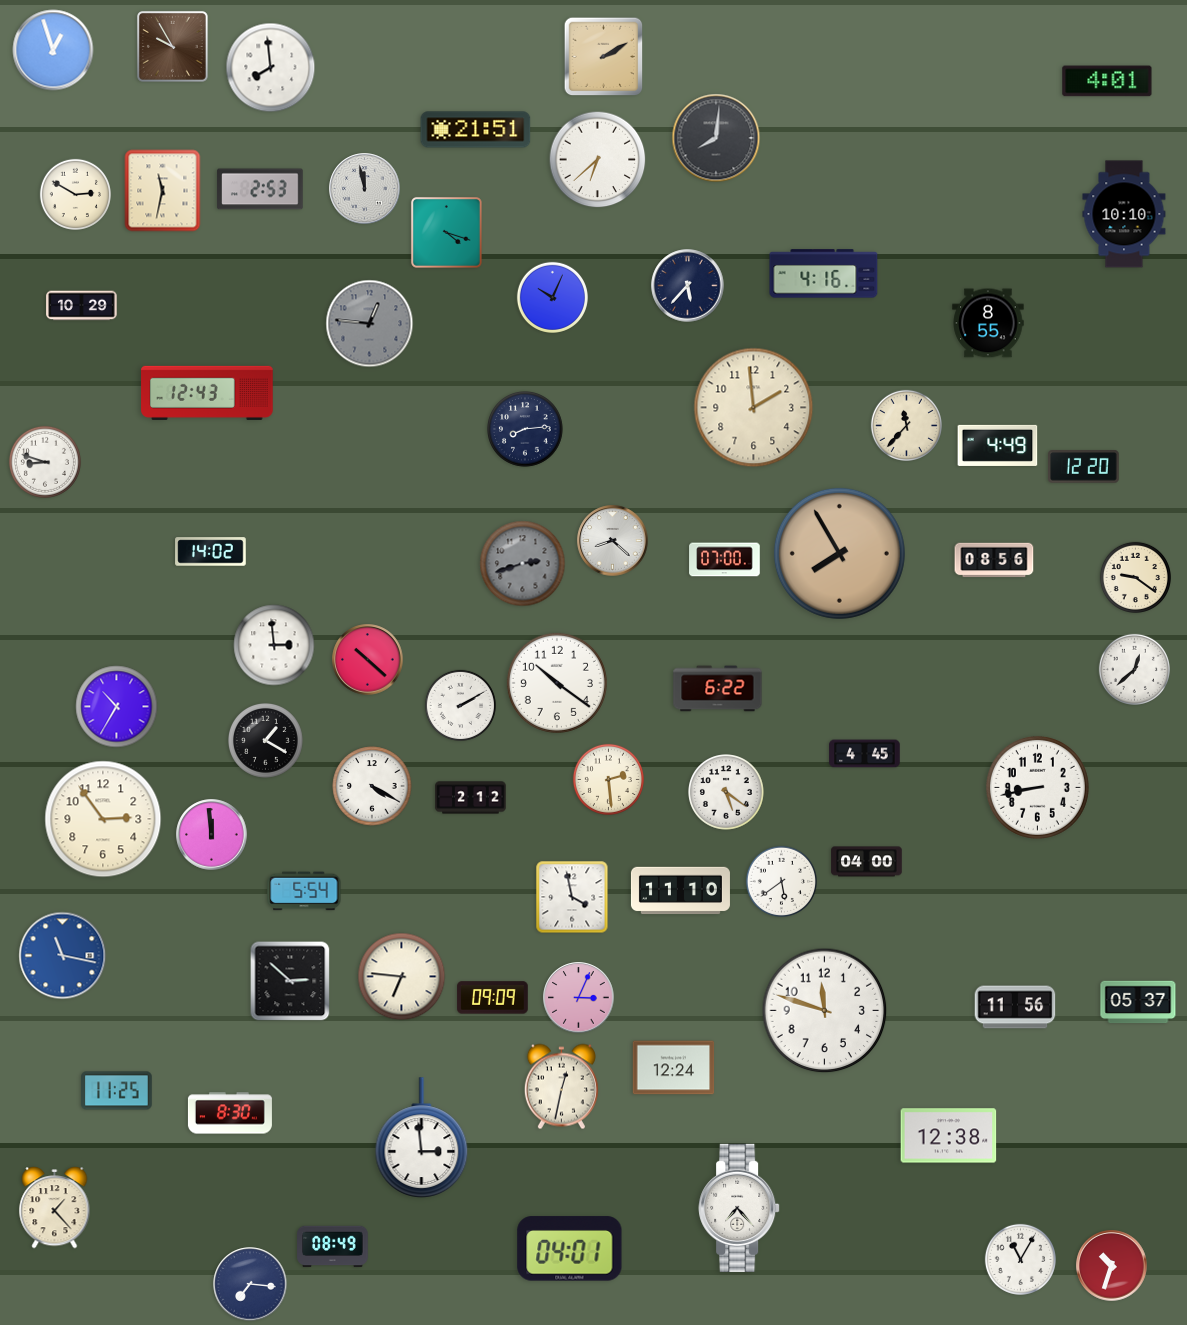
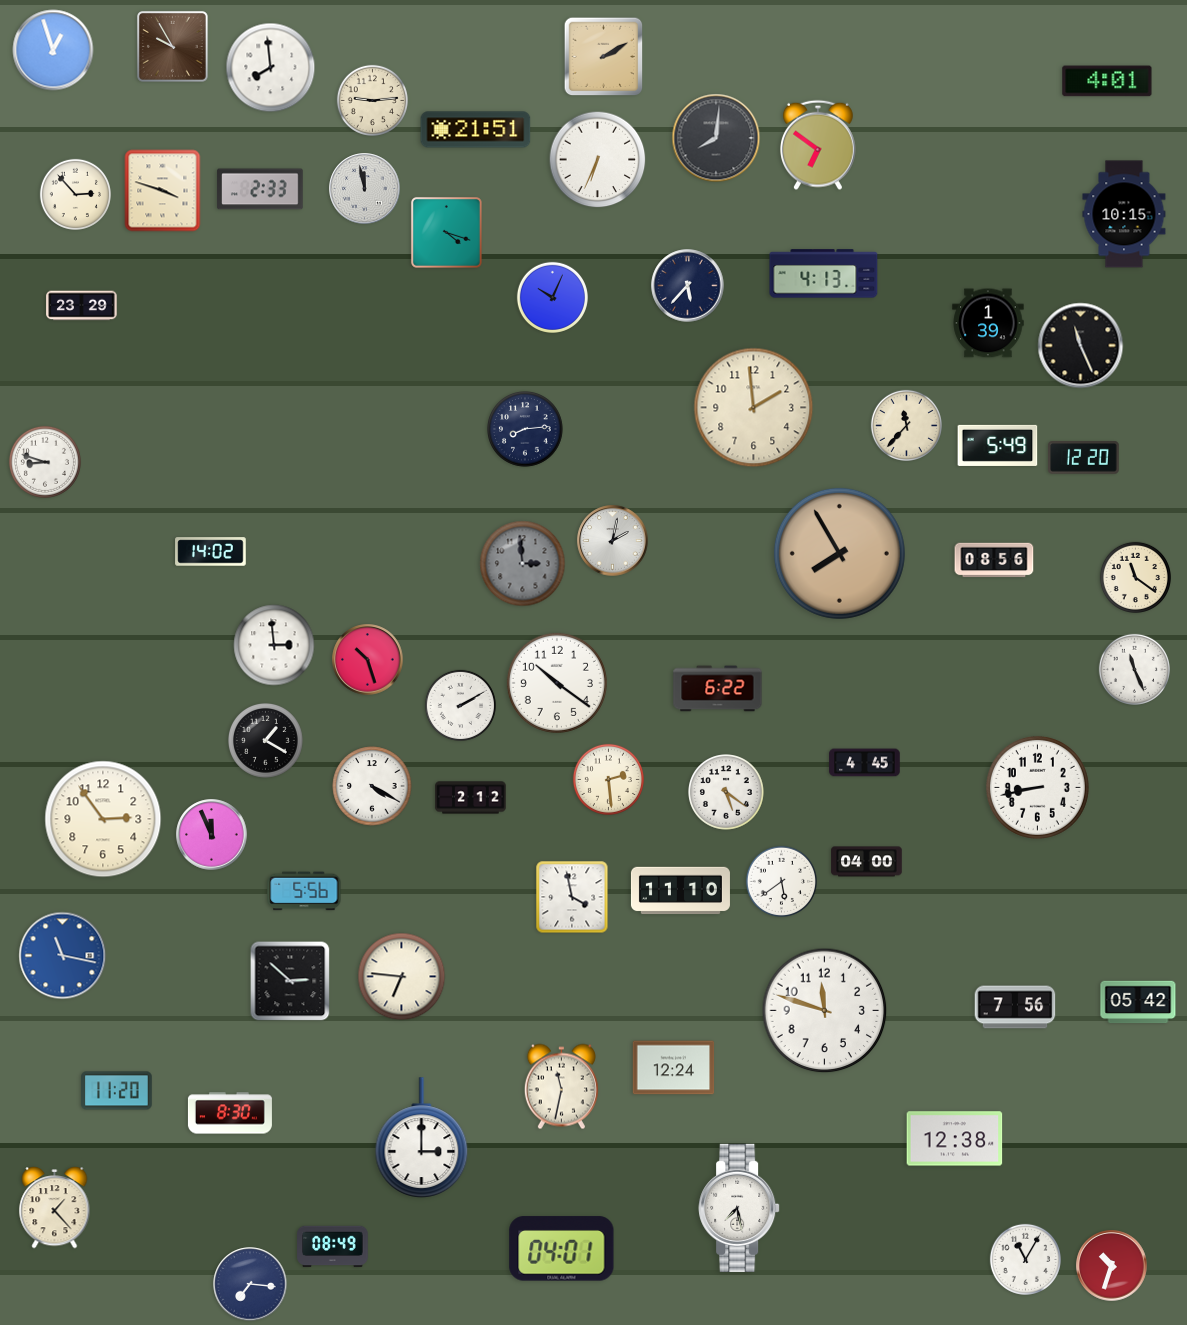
clock at (372, 100): none -> 9:14
clock at (819, 145): none -> 6:51
clock at (598, 160): 6:38 -> 6:34
clock at (260, 189): 2:53 -> 2:33
clock at (163, 191): 11:32 -> 3:48
clock at (75, 194): 2:50 -> 2:53
clock at (1124, 214): 10:10 -> 10:15
clock at (824, 274): 4:16 -> 4:13
clock at (82, 306): 10:29 -> 23:29
clock at (988, 323): 8:55 -> 1:39
clock at (370, 324): 12:46 -> none
clock at (1081, 346): none -> 11:26
clock at (207, 393): 12:43 -> none
clock at (998, 445): 4:49 -> 5:49
clock at (1084, 467) position: (1084, 467) -> (1084, 458)
clock at (613, 541): 8:22 -> 2:02
clock at (725, 560): 07:00 -> none
clock at (523, 564): 2:42 -> 2:59
clock at (1135, 577): 9:21 -> 11:21
clock at (368, 660): 10:22 -> 10:27
clock at (1134, 669): 12:38 -> 11:26
clock at (117, 707): 10:35 -> none
clock at (865, 754) position: (865, 754) -> (865, 763)
clock at (212, 835): 11:59 -> 11:56
clock at (304, 891): 5:54 -> 5:56
clock at (493, 998): 09:09 -> none
clock at (579, 998): 3:04 -> none
clock at (1138, 1002): 05:37 -> 05:42
clock at (1015, 1007): 11:56 -> 7:56
clock at (561, 1087): 12:32 -> 11:32
clock at (117, 1091): 11:25 -> 11:20
clock at (949, 1136) position: (949, 1136) -> (955, 1139)
clock at (422, 1138): 2:59 -> 3:00
clock at (739, 1208): 7:23 -> 7:28
clock at (570, 1249) position: (570, 1249) -> (562, 1249)
clock at (1020, 1259) position: (1020, 1259) -> (1025, 1259)
